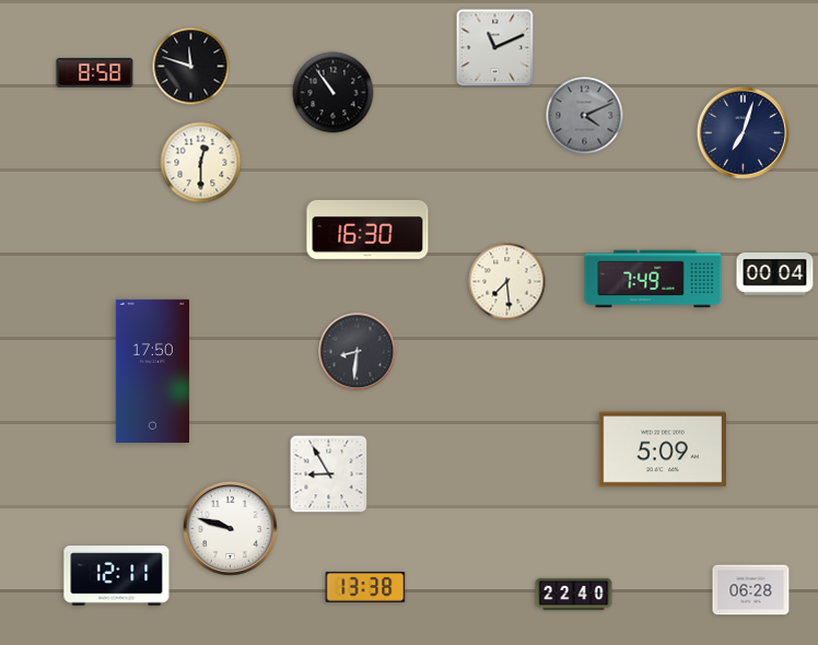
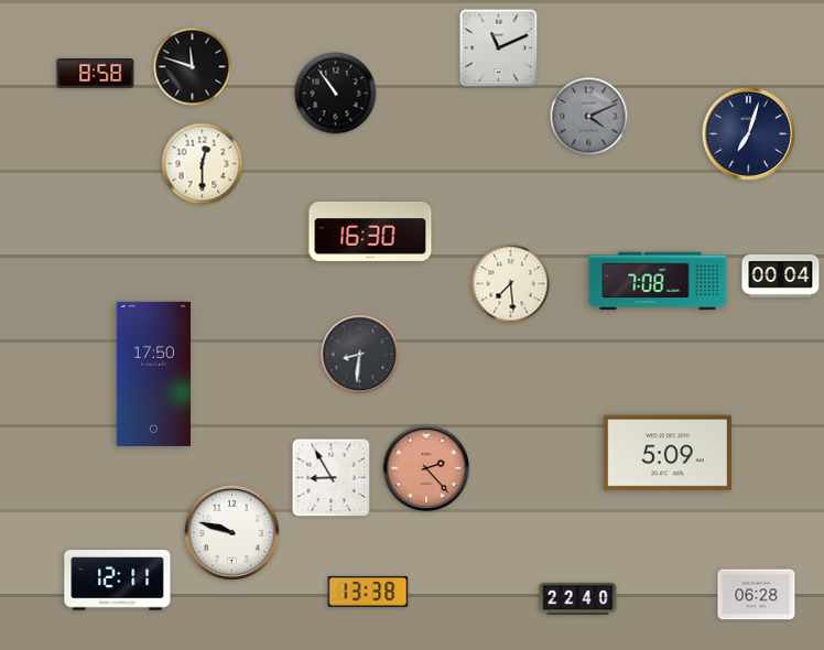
clock at (653, 279): 7:49 -> 7:08
clock at (426, 468): none -> 2:23
